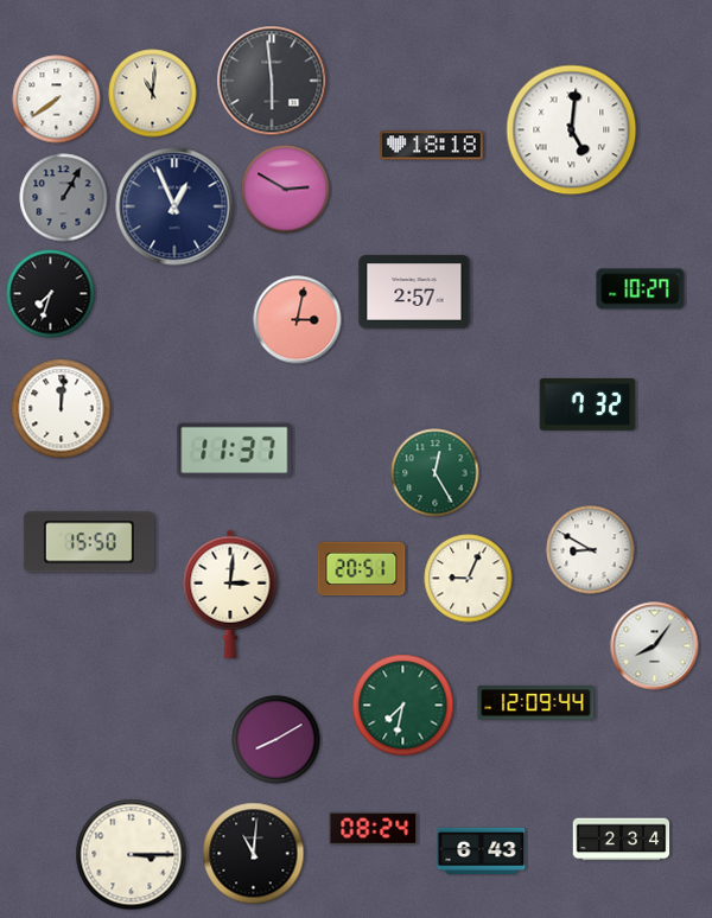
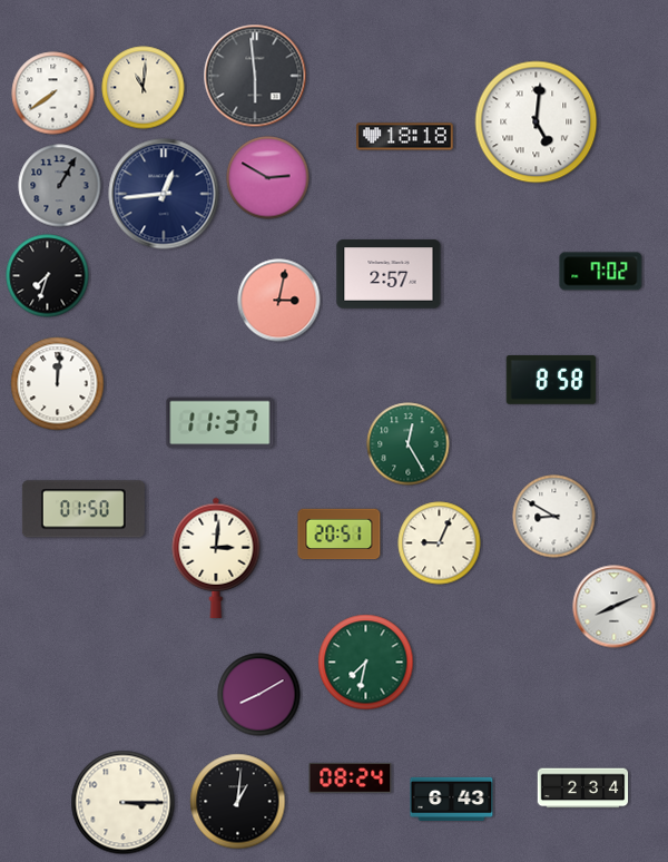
clock at (174, 206): 12:56 -> 12:44
clock at (641, 289): 10:27 -> 7:02
clock at (587, 406): 7:32 -> 8:58
clock at (89, 542): 15:50 -> 01:50
clock at (655, 646): 8:06 -> 8:11
clock at (536, 703): 12:09 -> none
clock at (403, 706) position: (403, 706) -> (366, 663)
clock at (254, 854): 11:01 -> 1:01
